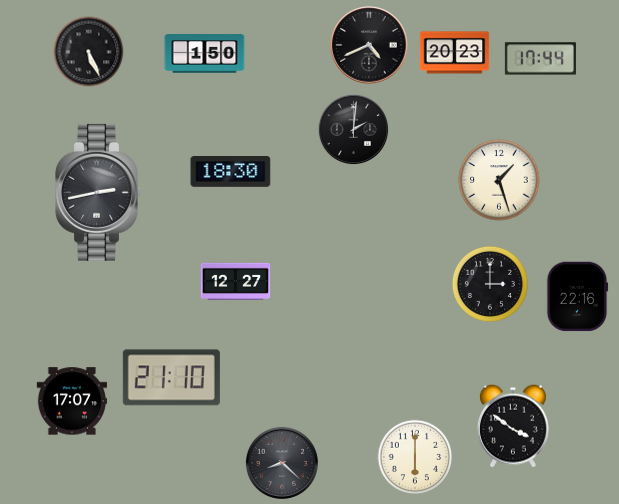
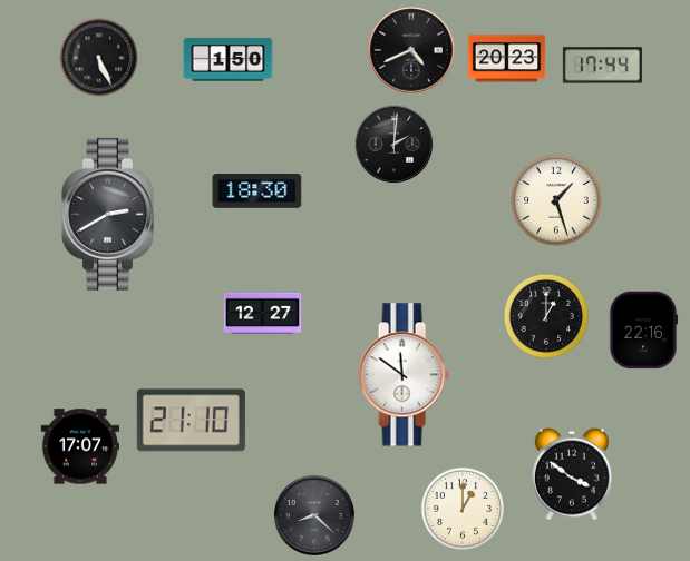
clock at (99, 192): 2:43 -> 2:40
clock at (490, 284): 3:00 -> 1:00
clock at (404, 375): none -> 11:51
clock at (415, 457): 6:00 -> 1:00
